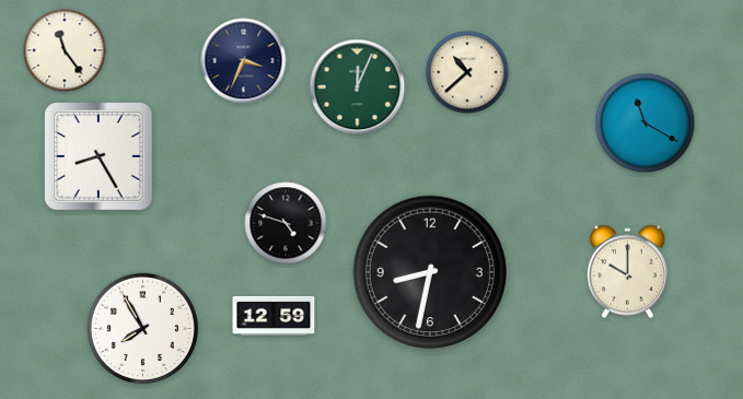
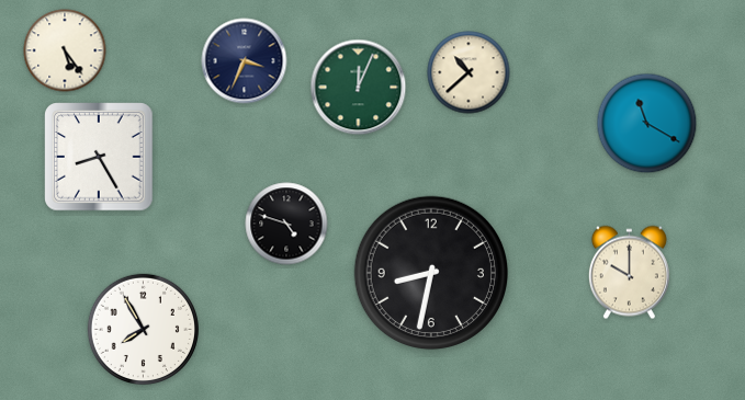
clock at (65, 50): 11:24 -> 5:24
clock at (274, 316): 12:59 -> none
